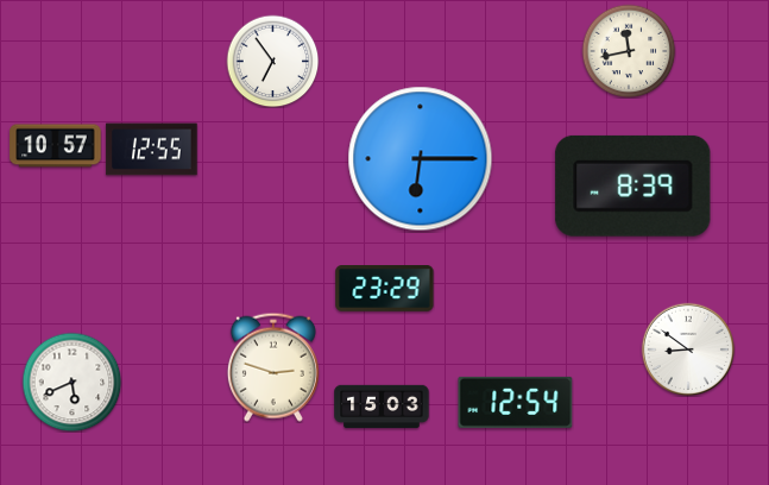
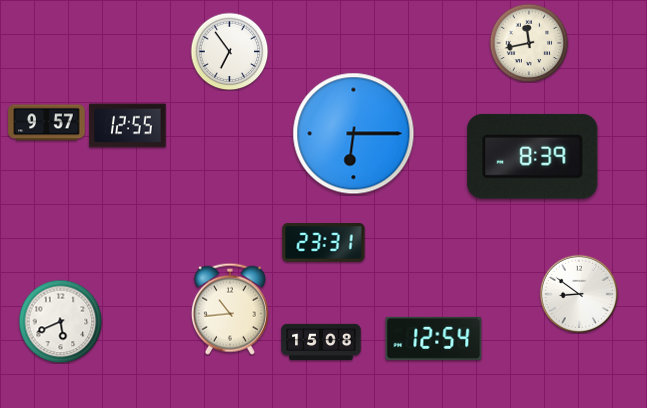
clock at (56, 146): 10:57 -> 9:57
clock at (385, 289): 23:29 -> 23:31
clock at (273, 367): 2:48 -> 10:44
clock at (382, 407): 15:03 -> 15:08
